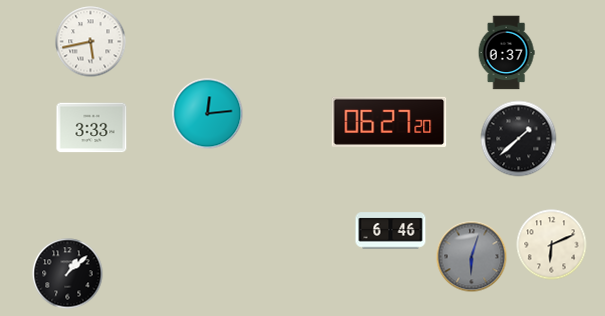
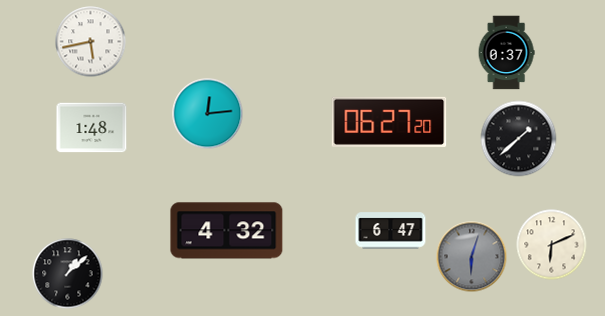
clock at (92, 128): 3:33 -> 1:48
clock at (227, 231): none -> 4:32
clock at (391, 231): 6:46 -> 6:47
